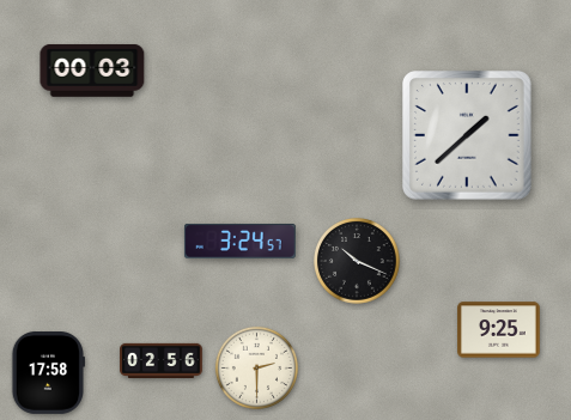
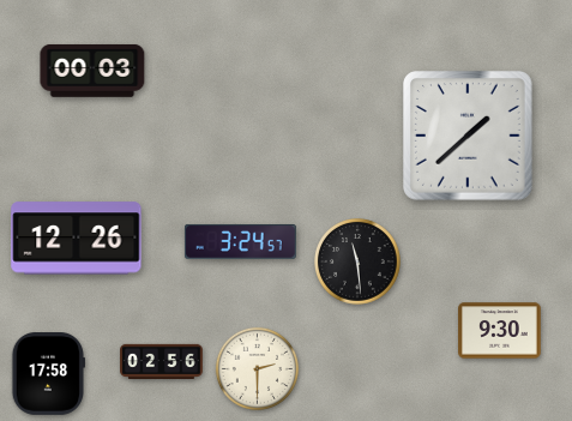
clock at (77, 239): none -> 12:26
clock at (358, 262): 10:19 -> 11:29
clock at (499, 330): 9:25 -> 9:30
